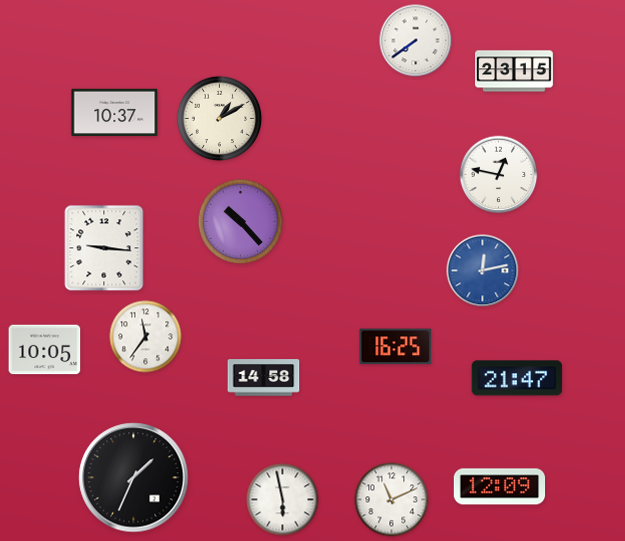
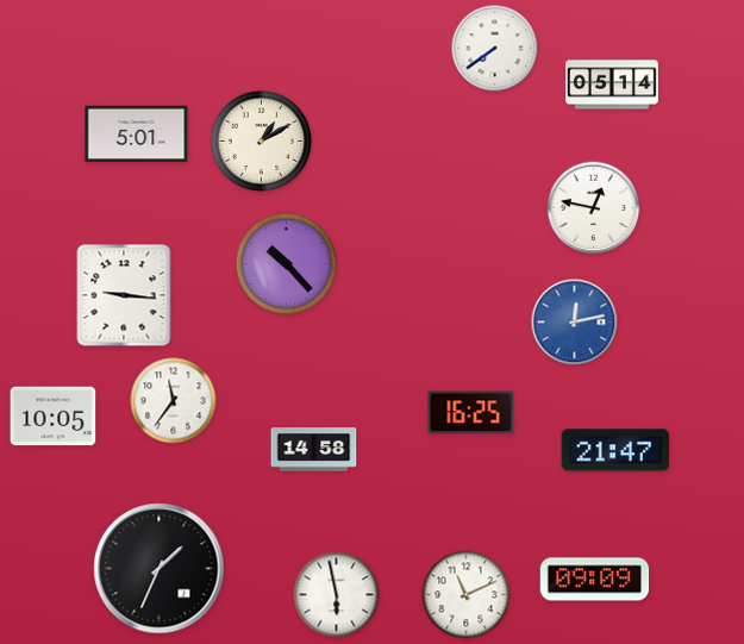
clock at (515, 71): 23:15 -> 05:14
clock at (115, 113): 10:37 -> 5:01
clock at (500, 487): 12:09 -> 09:09
